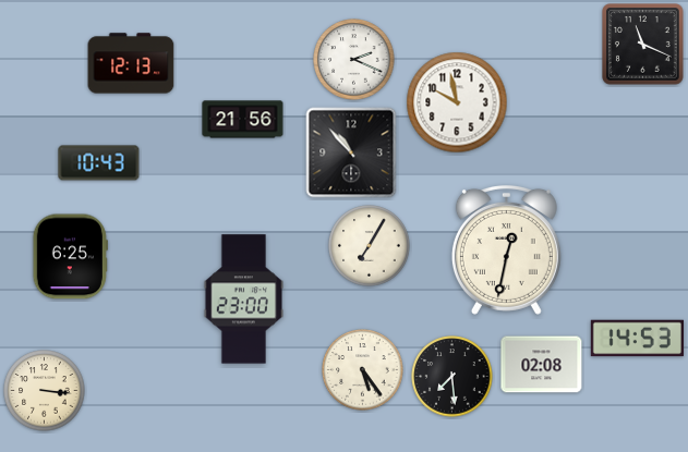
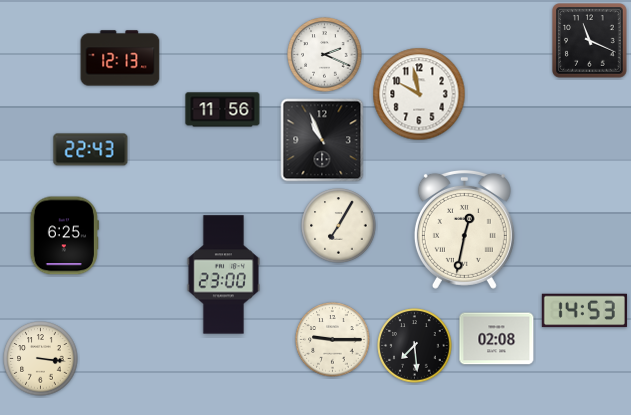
clock at (243, 120): 21:56 -> 11:56
clock at (351, 152): 10:53 -> 10:56
clock at (99, 163): 10:43 -> 22:43
clock at (542, 365) position: (542, 365) -> (497, 339)
clock at (363, 370): 5:24 -> 9:15
